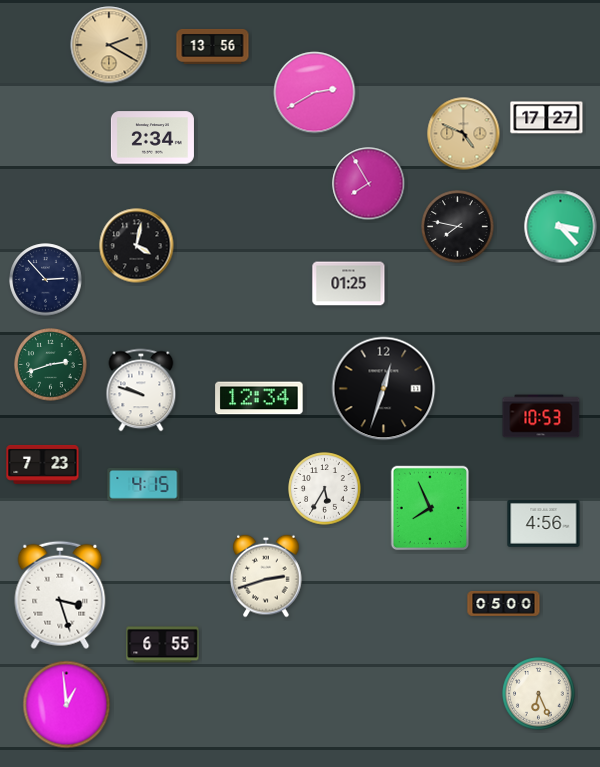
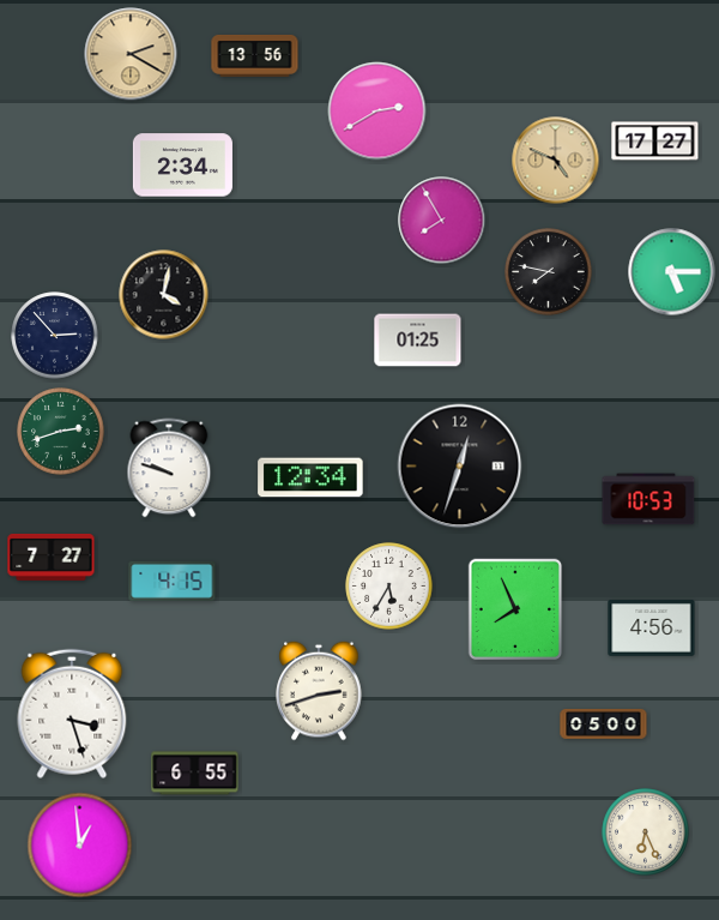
clock at (561, 227): 3:23 -> 5:15
clock at (51, 365) position: (51, 365) -> (61, 432)
clock at (43, 464): 7:23 -> 7:27
